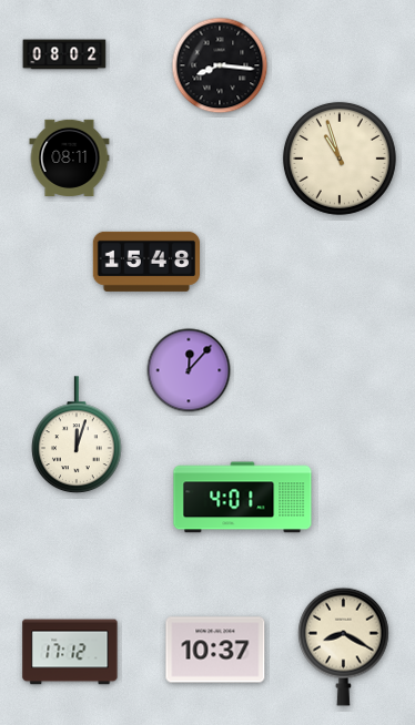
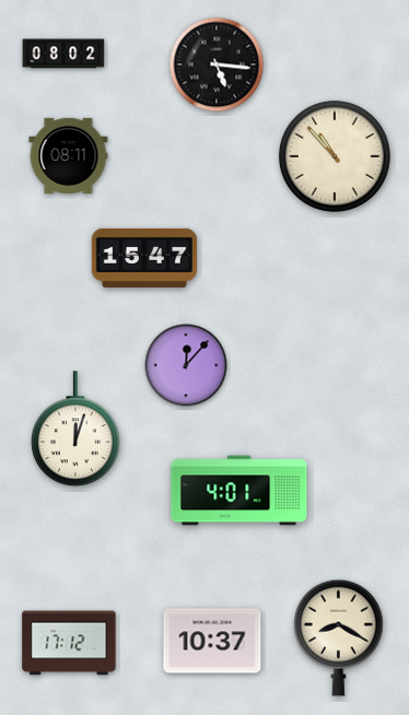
clock at (220, 65): 8:16 -> 5:16
clock at (340, 159): 10:57 -> 10:53
clock at (145, 262): 15:48 -> 15:47
